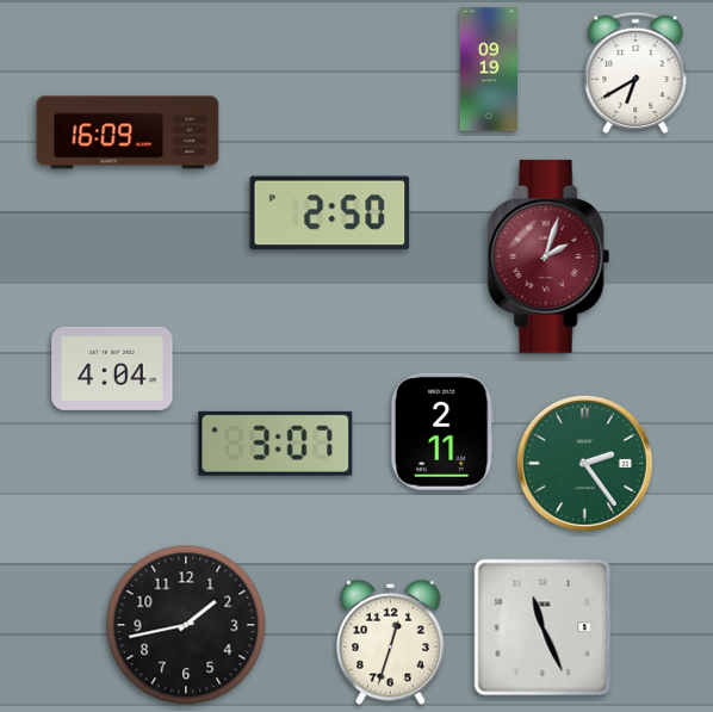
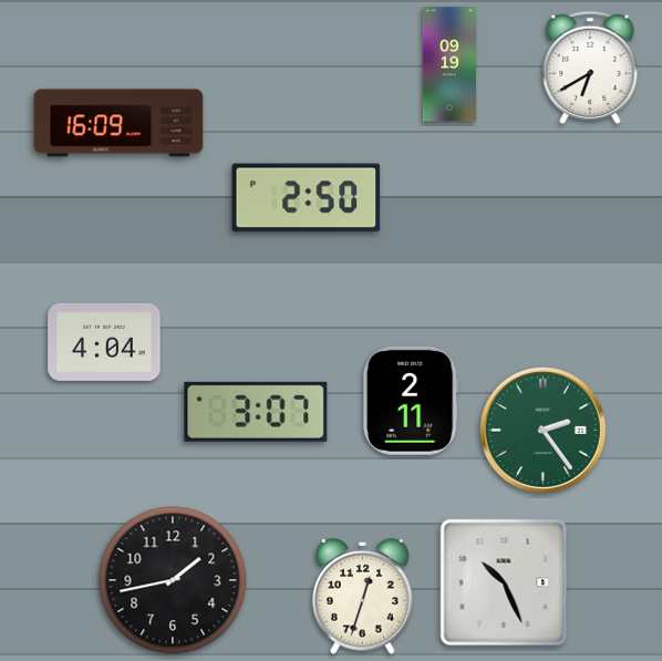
clock at (488, 69) position: (488, 69) -> (448, 64)
clock at (548, 256): 2:03 -> none
clock at (542, 627): 11:26 -> 10:26
